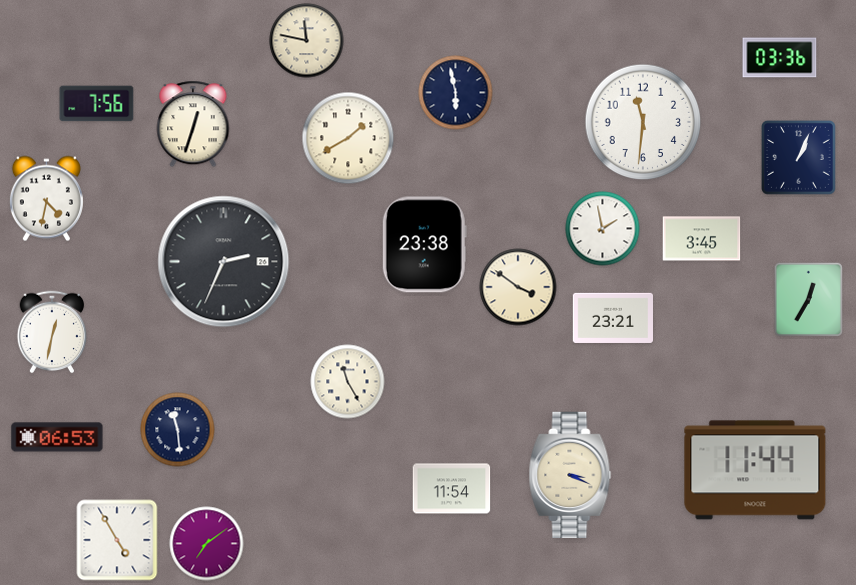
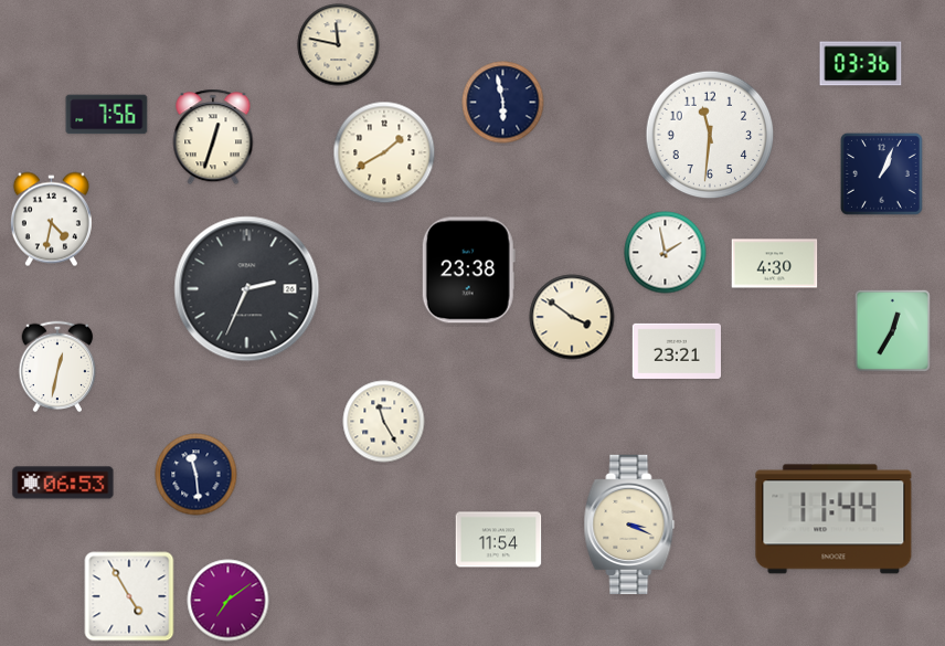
clock at (702, 239): 3:45 -> 4:30
